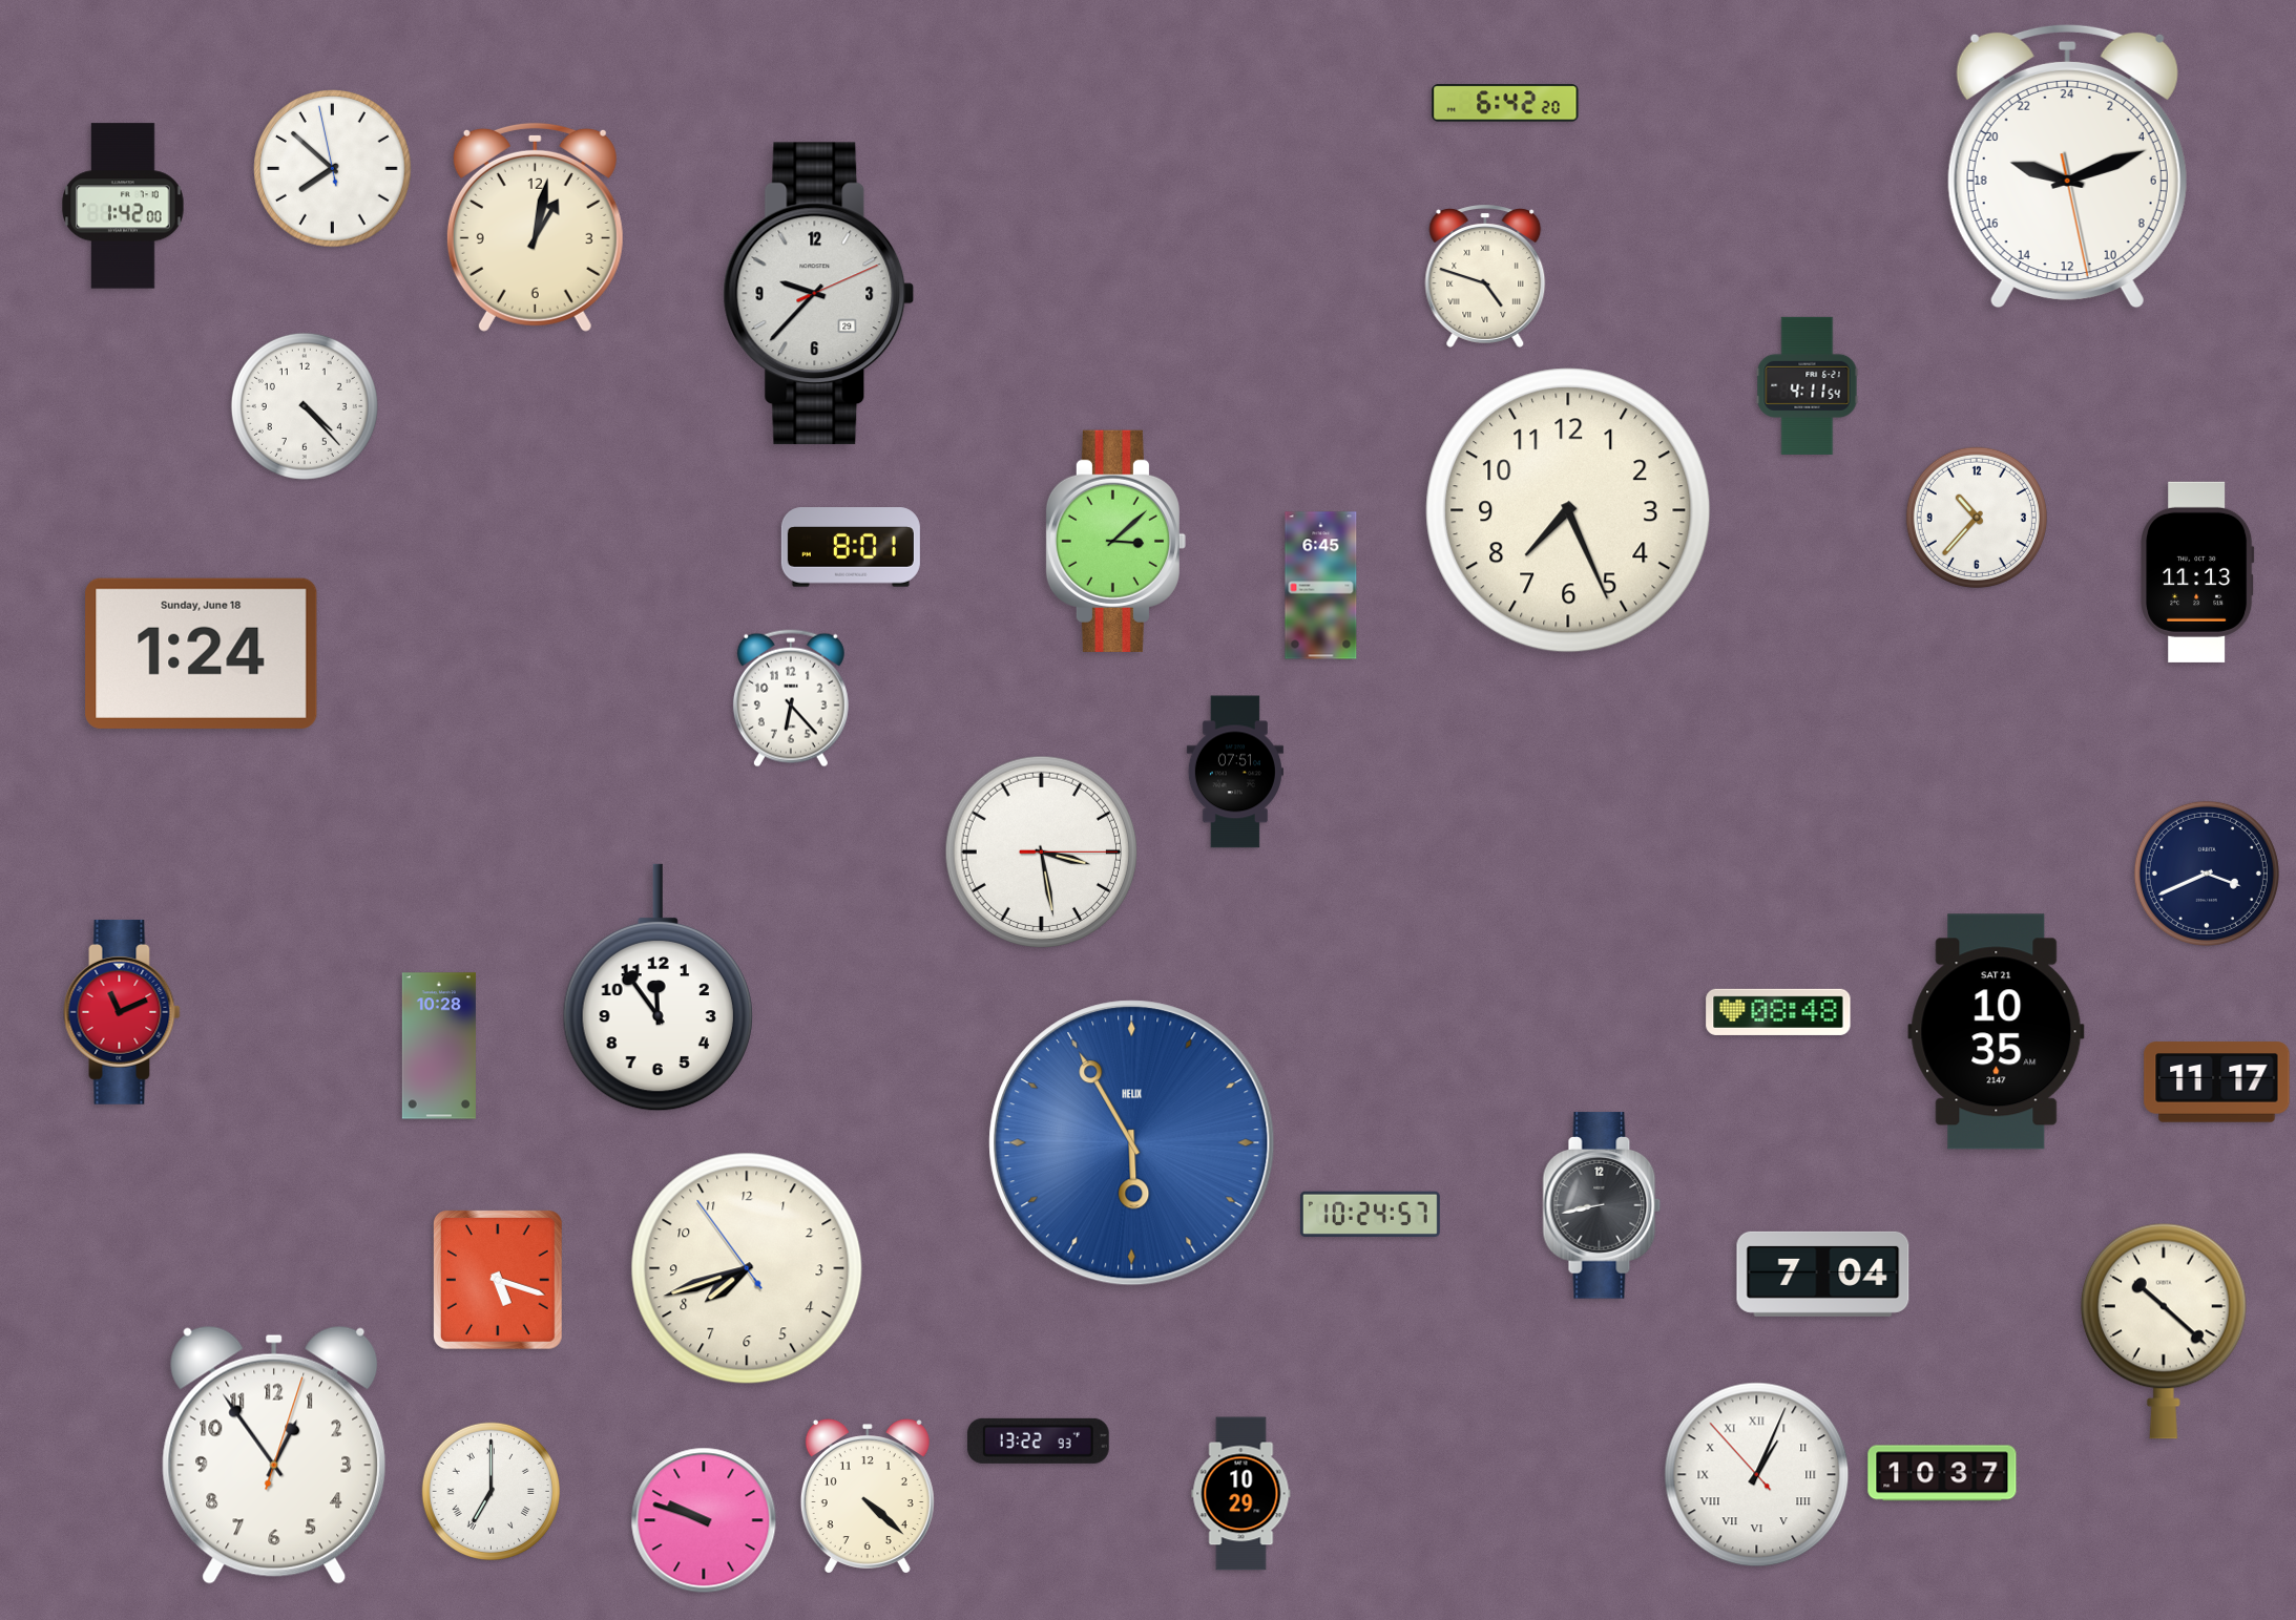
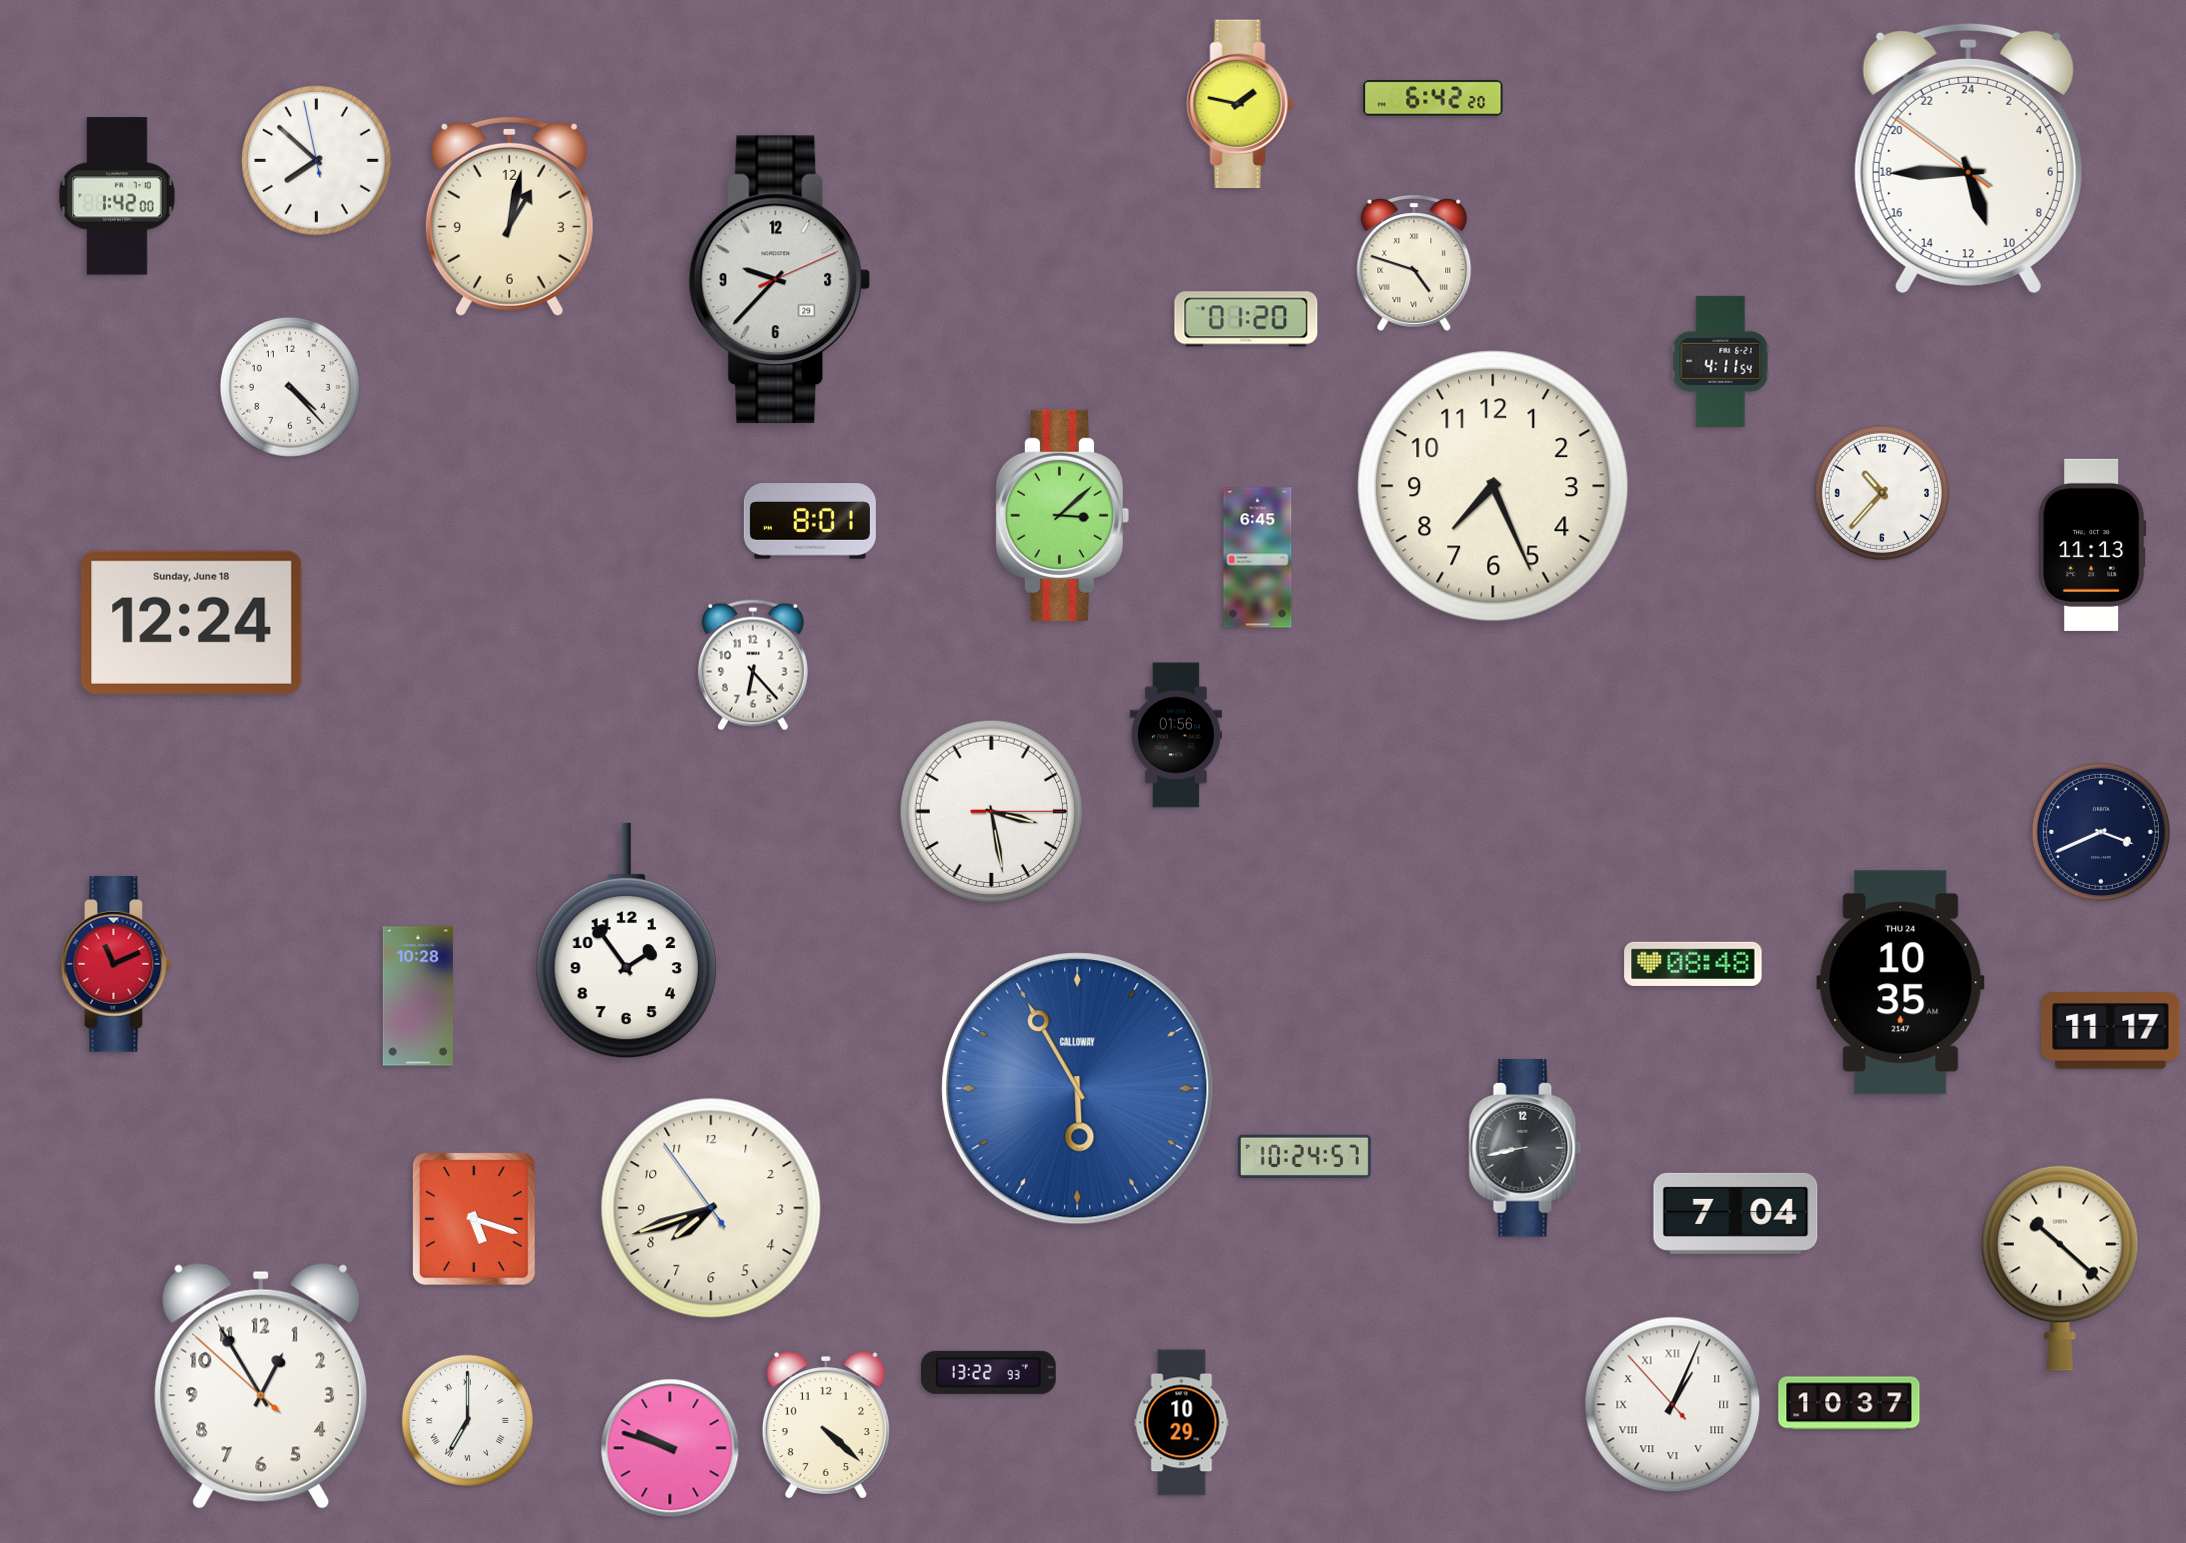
clock at (1240, 104): none -> 1:47
clock at (2067, 166): 19:11 -> 10:44
clock at (1246, 319): none -> 01:20
clock at (1808, 385) position: (1808, 385) -> (1721, 361)
clock at (202, 653): 1:24 -> 12:24
clock at (1235, 772): 07:51 -> 01:56
clock at (658, 988): 11:54 -> 1:54
clock at (1997, 1032) date: SAT 21 -> THU 24
clock at (1132, 1143) brand: HELIX -> CALLOWAY
clock at (274, 1455): 12:54:03 -> 12:54:52
